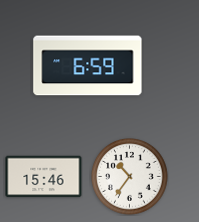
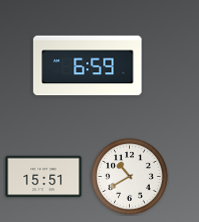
clock at (44, 177): 15:46 -> 15:51
clock at (130, 177): 10:36 -> 10:40
